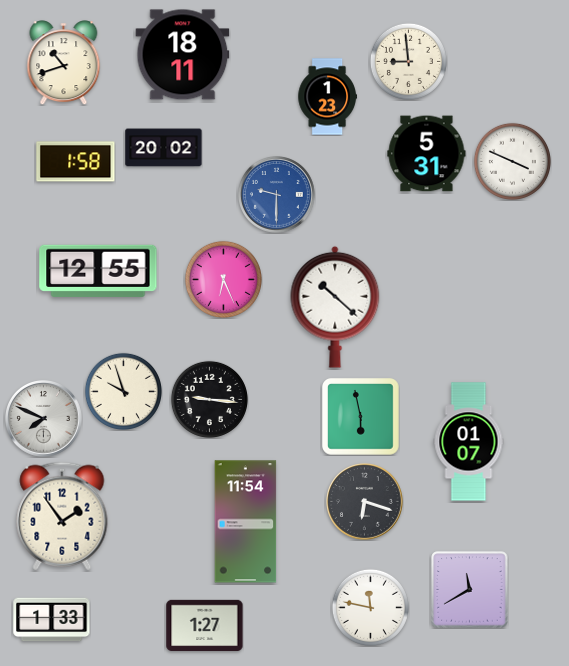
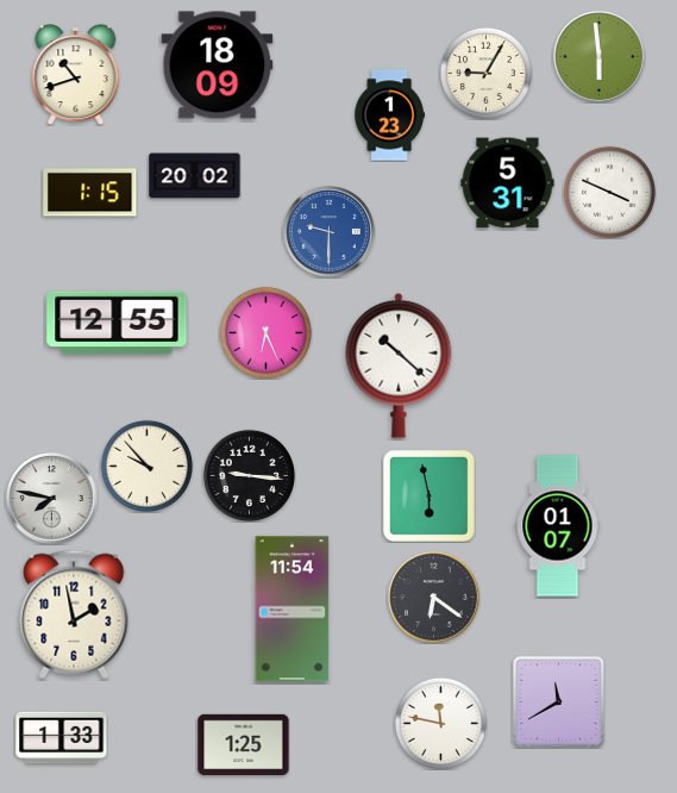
clock at (600, 57): none -> 5:59
clock at (183, 55): 18:11 -> 18:09
clock at (408, 61): 8:59 -> 9:05
clock at (76, 162): 1:58 -> 1:15
clock at (123, 391): 9:57 -> 9:53
clock at (44, 419): 7:49 -> 7:47
clock at (365, 502): 6:18 -> 6:21
clock at (62, 516): 1:54 -> 1:58
clock at (246, 522) position: (246, 522) -> (293, 610)
clock at (205, 625): 1:27 -> 1:25
